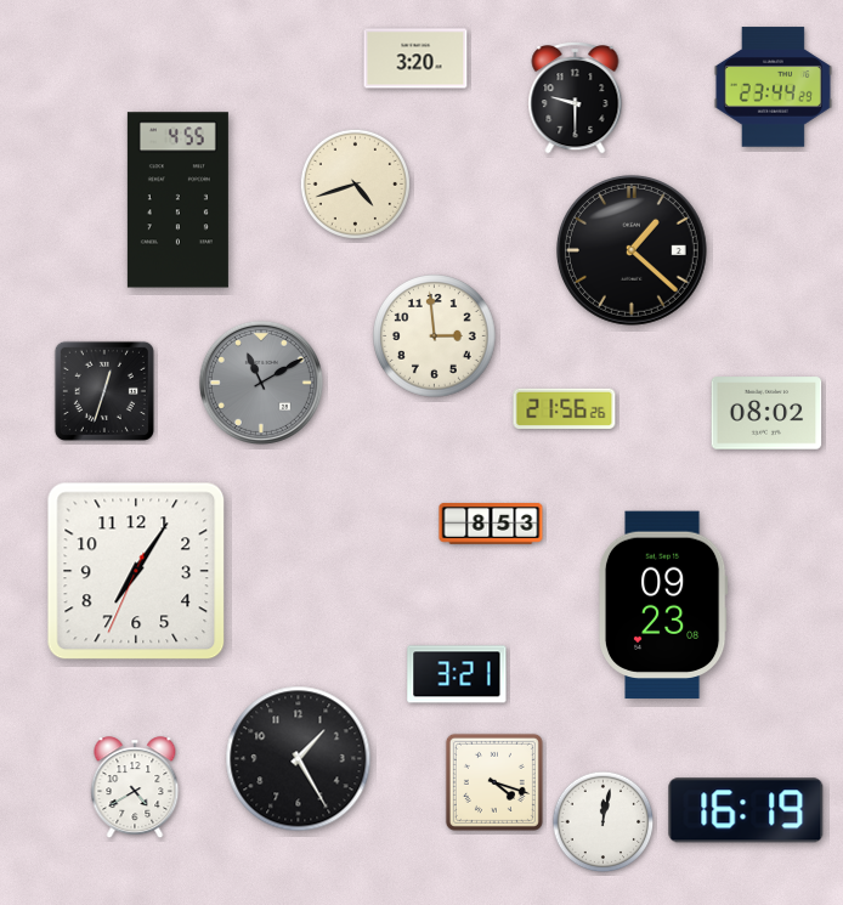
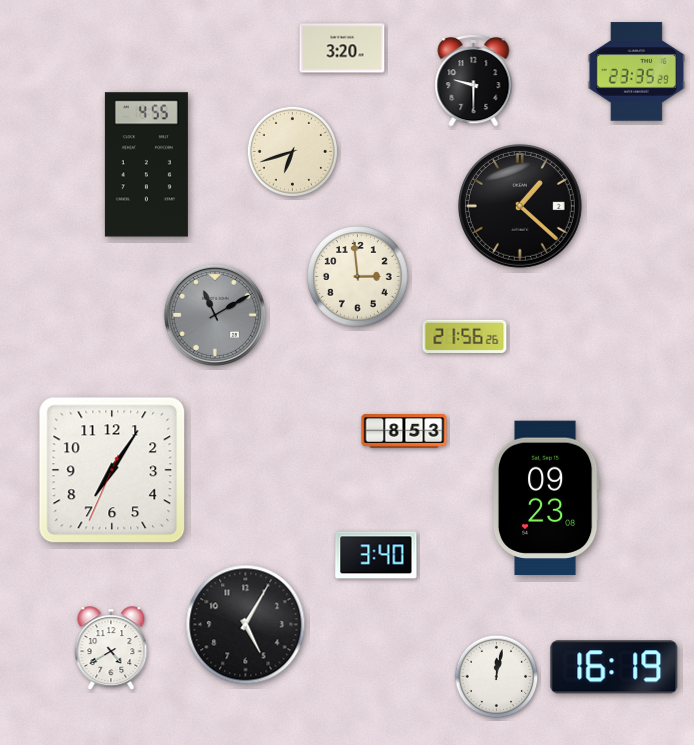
clock at (773, 87): 23:44 -> 23:35
clock at (355, 183): 4:42 -> 6:42
clock at (104, 391): 12:33 -> none
clock at (766, 413): 08:02 -> none
clock at (457, 674): 3:21 -> 3:40
clock at (299, 759): 1:25 -> 5:05
clock at (494, 782): 4:18 -> none
